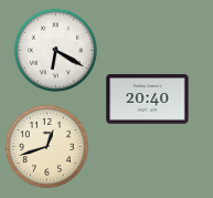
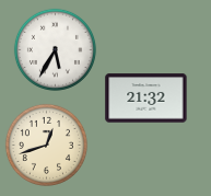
clock at (55, 50): 6:20 -> 5:35
clock at (148, 100): 20:40 -> 21:32
